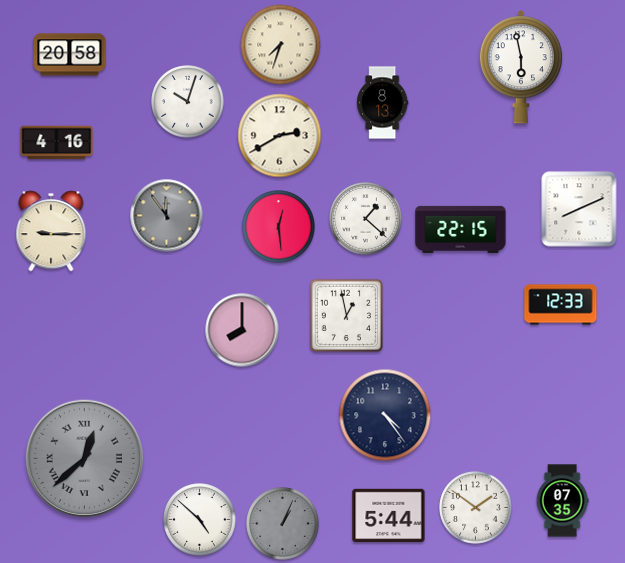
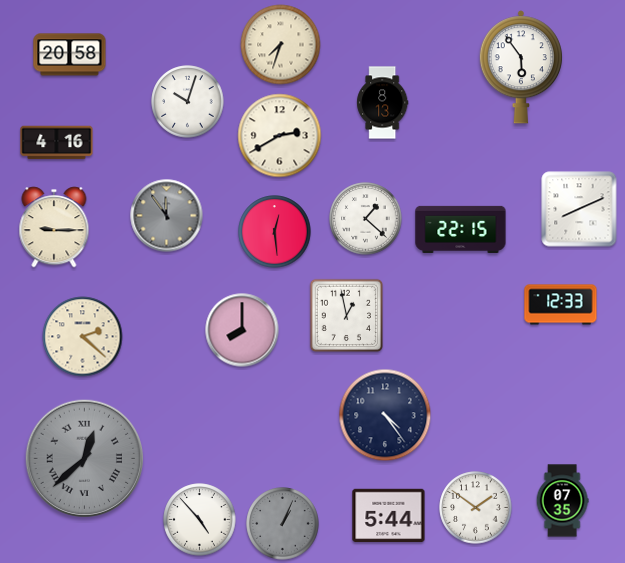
clock at (521, 67): 5:58 -> 5:54
clock at (279, 227) position: (279, 227) -> (275, 232)
clock at (51, 231) position: (51, 231) -> (54, 227)
clock at (83, 337): none -> 2:22
clock at (200, 520): 4:52 -> 4:53
